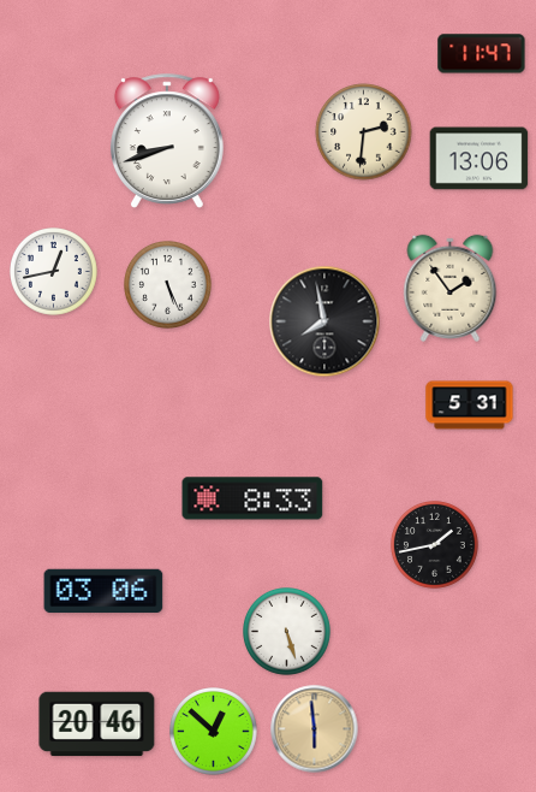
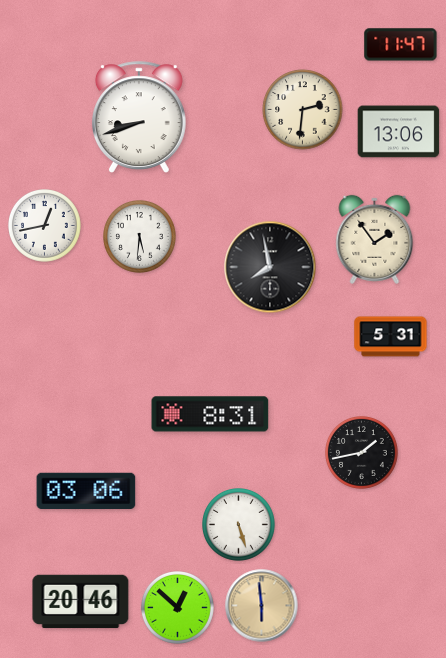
clock at (168, 285): 5:26 -> 5:31
clock at (252, 498): 8:33 -> 8:31
